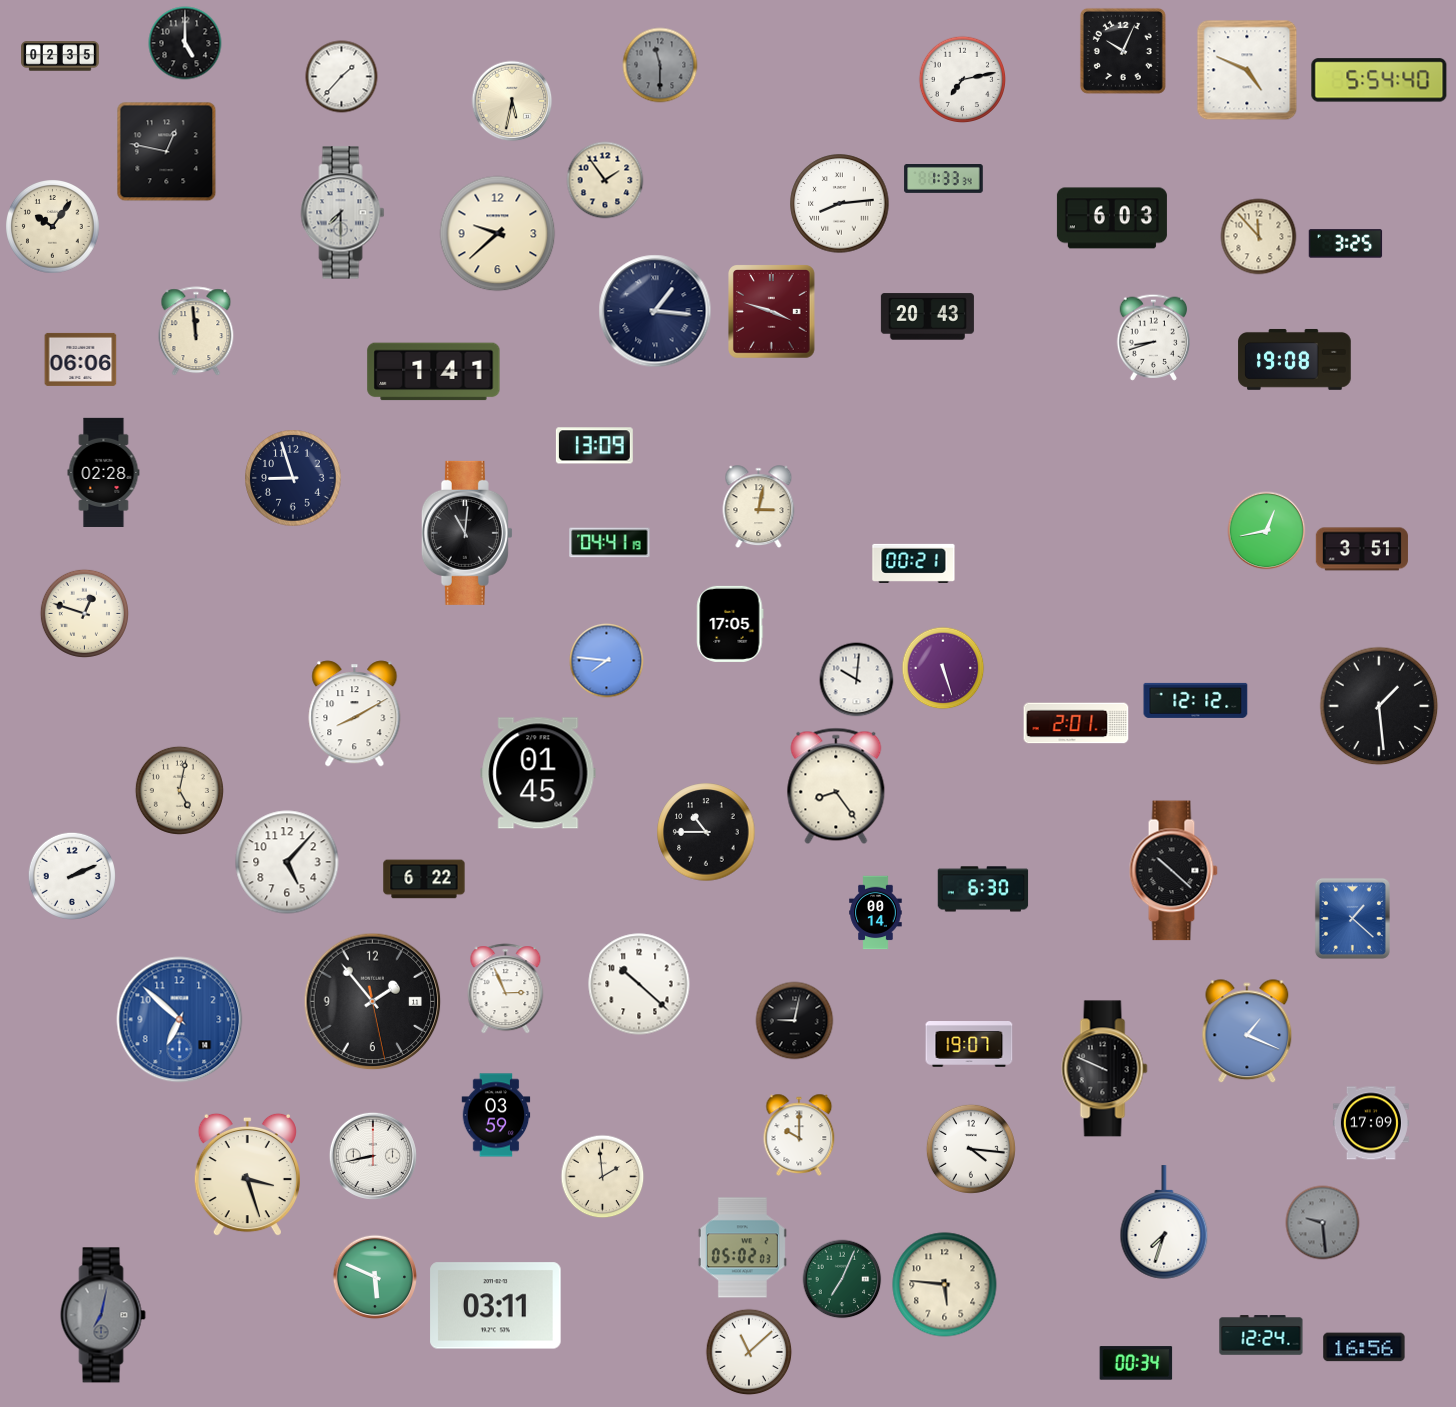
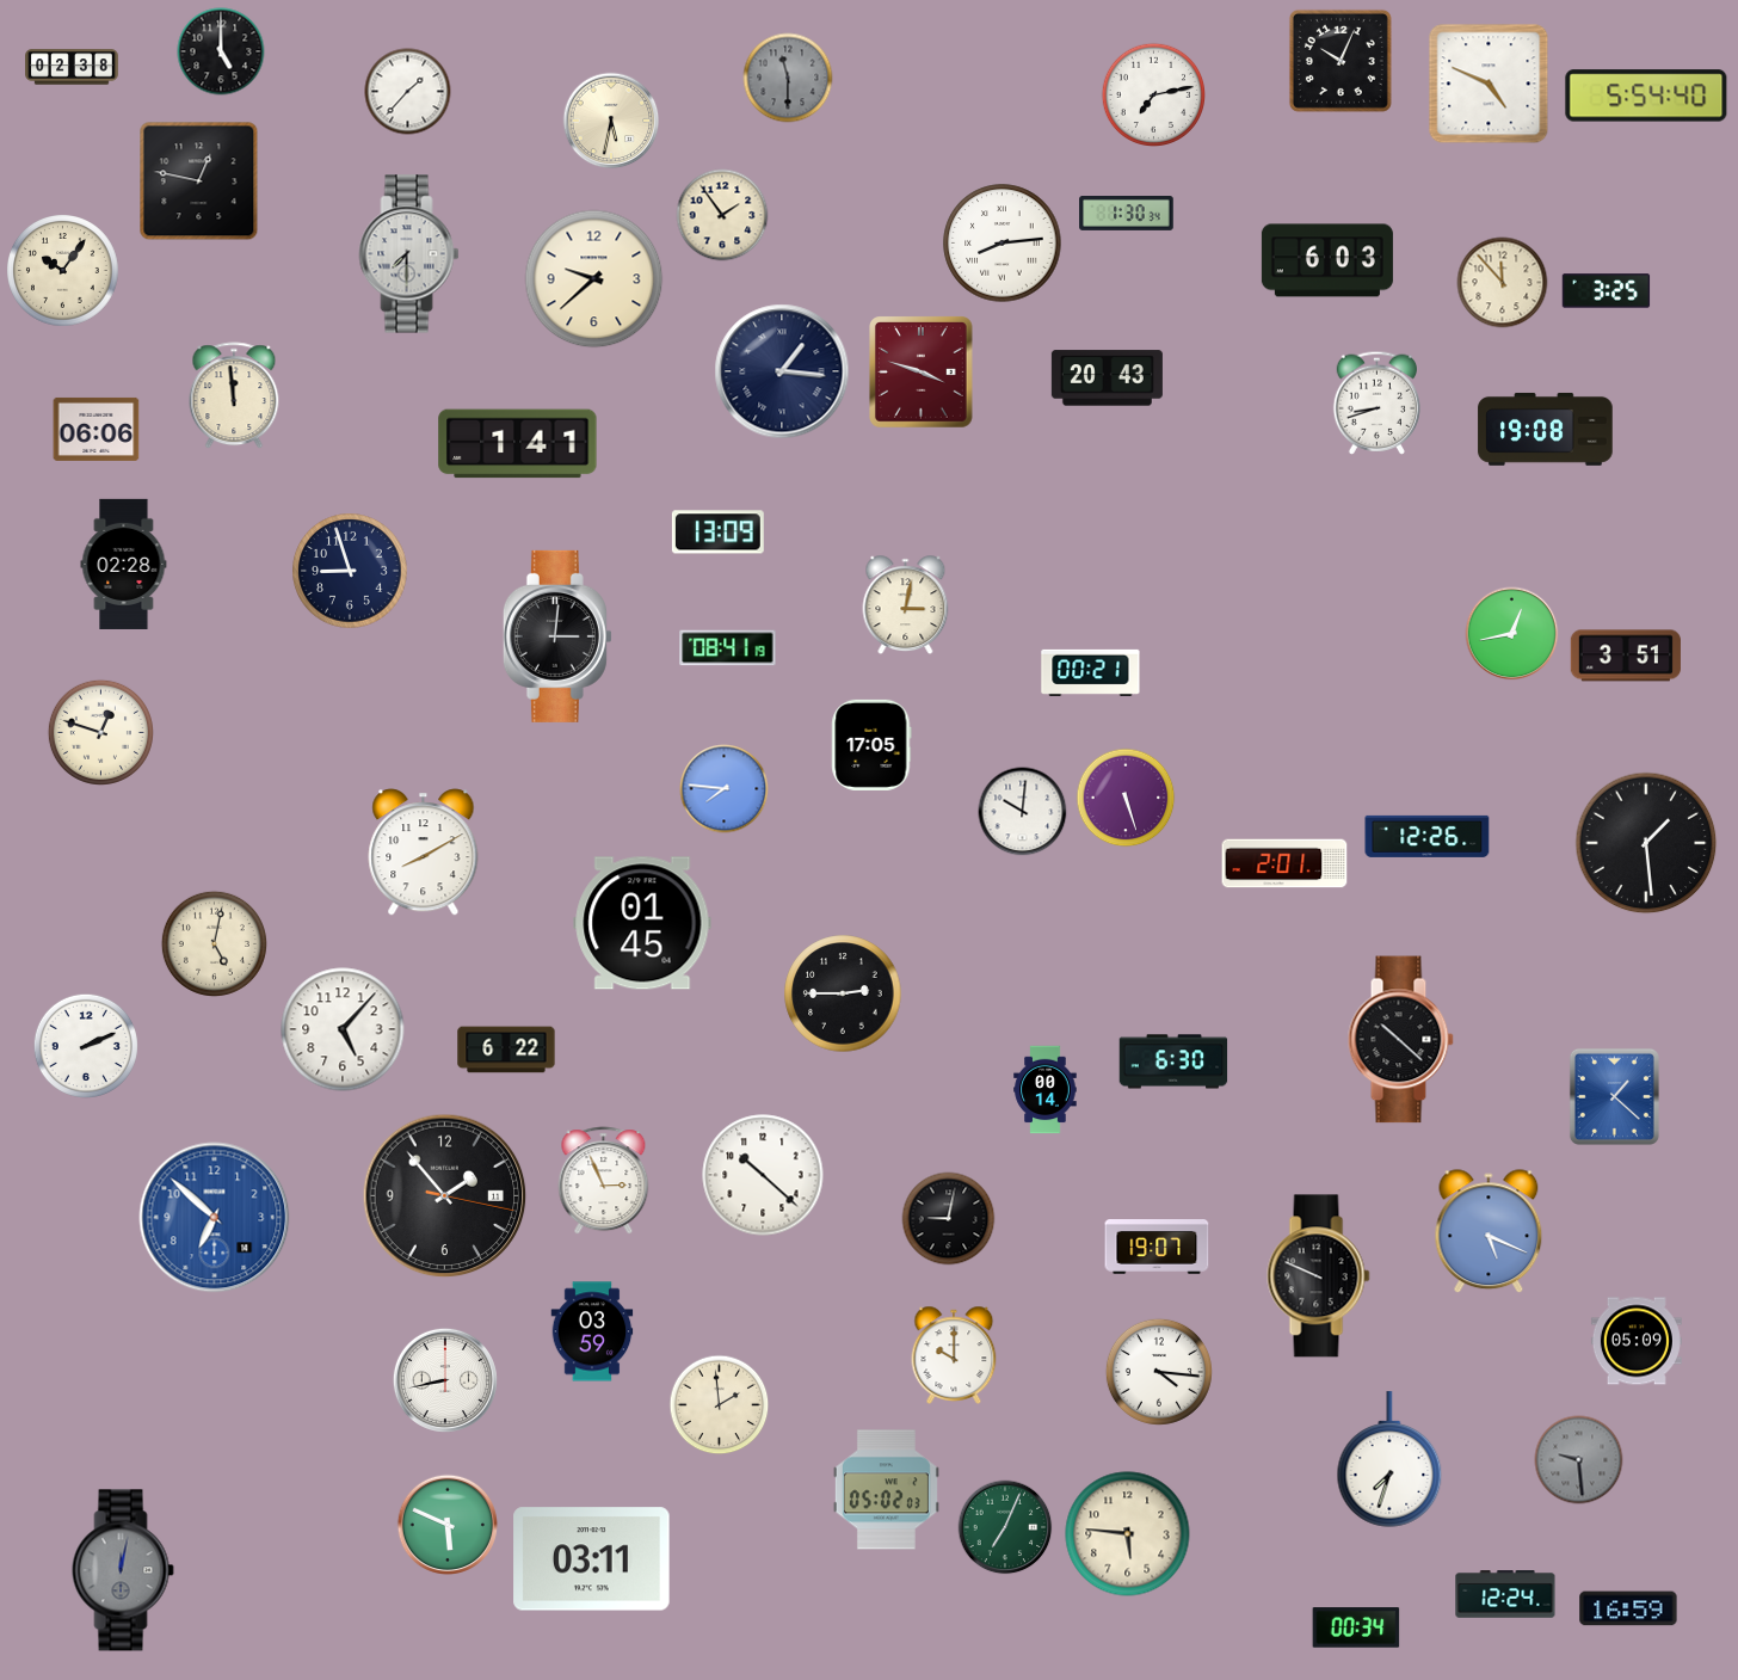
clock at (60, 56): 02:35 -> 02:38
clock at (962, 79) position: (962, 79) -> (1153, 94)
clock at (944, 179): 1:33 -> 1:30
clock at (594, 446) position: (594, 446) -> (717, 533)
clock at (467, 533): 11:01 -> 3:01
clock at (610, 543): 04:41 -> 08:41
clock at (1196, 700): 12:12 -> 12:26
clock at (836, 786): 8:24 -> none
clock at (706, 832): 10:45 -> 2:45
clock at (373, 1002): 1:53:28 -> 1:53:17
clock at (1247, 1032): 1:19 -> 5:19
clock at (1371, 1123): 17:09 -> 05:09
clock at (247, 1175): 3:27 -> none
clock at (103, 1315): 7:02 -> 12:02
clock at (1364, 1347): 16:56 -> 16:59
clock at (749, 1352): 11:08 -> none
